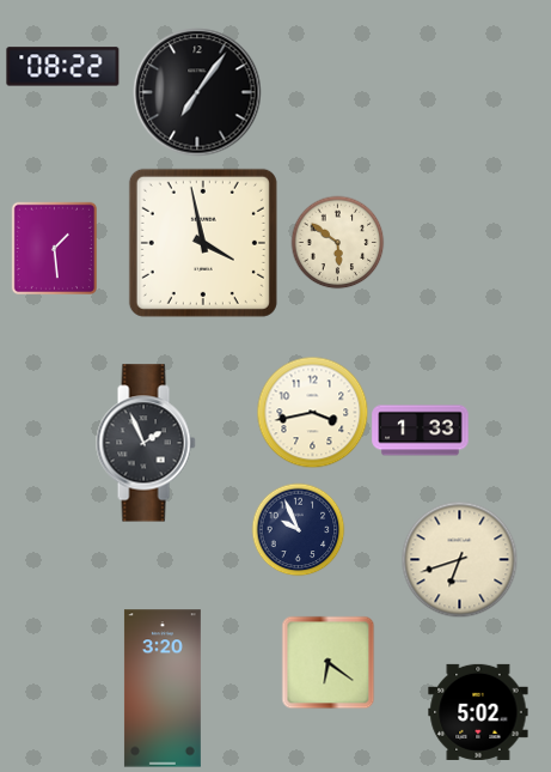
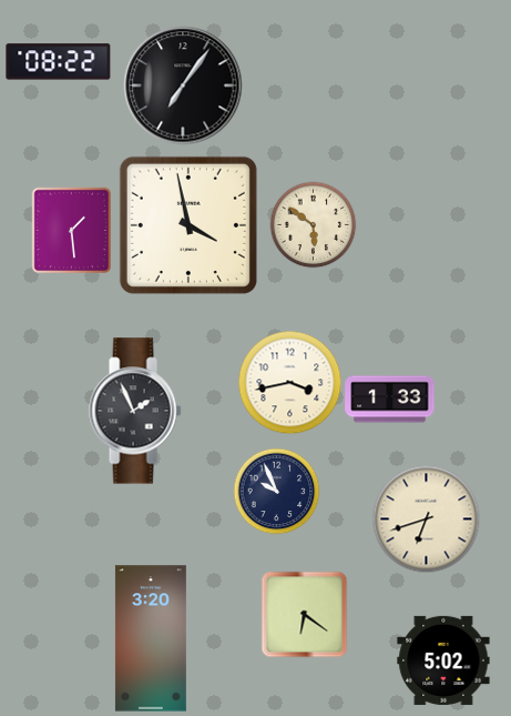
clock at (54, 248) position: (54, 248) -> (71, 230)
